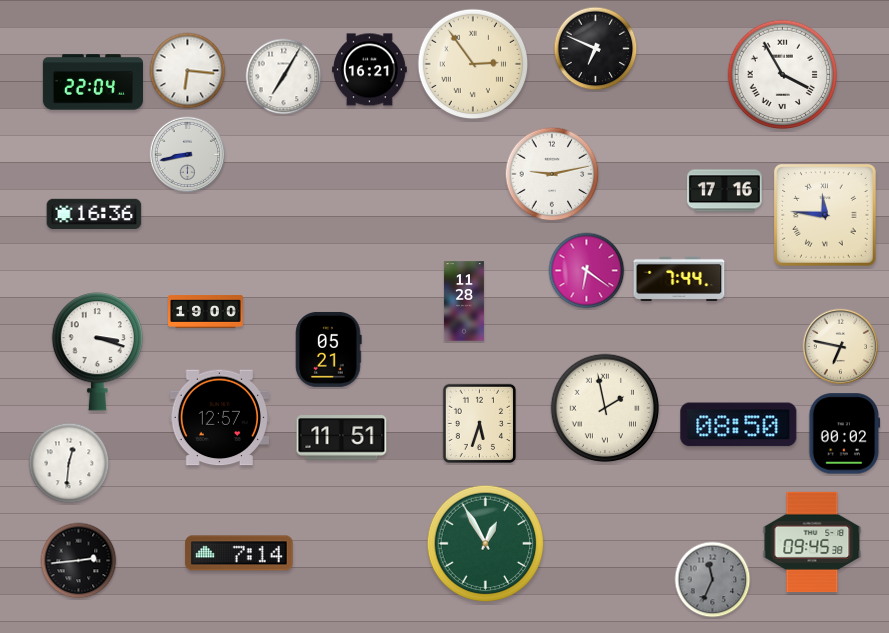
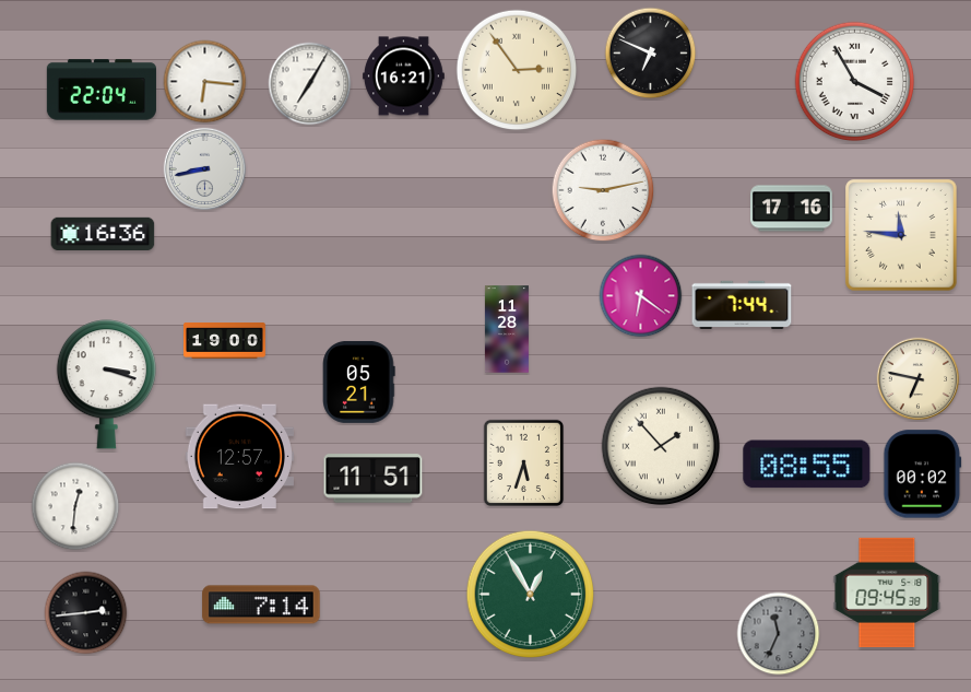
clock at (188, 71) position: (188, 71) -> (205, 82)
clock at (605, 408): 1:58 -> 1:53
clock at (739, 425): 08:50 -> 08:55
